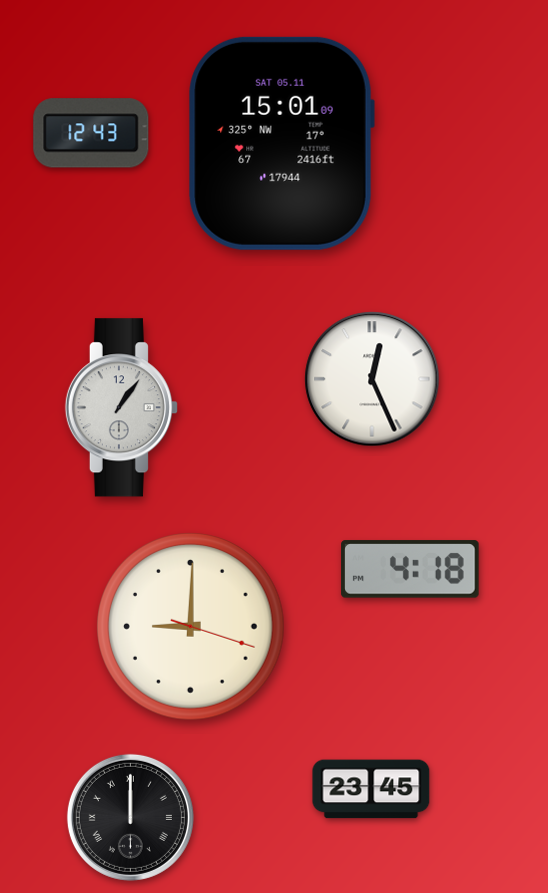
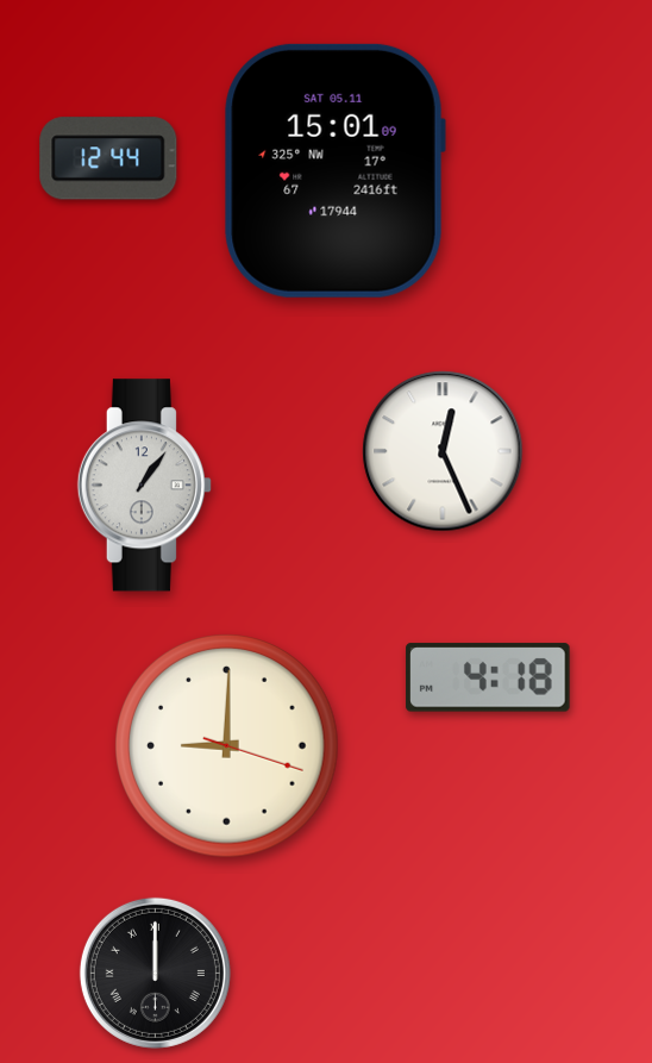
clock at (91, 133): 12:43 -> 12:44
clock at (371, 789): 23:45 -> none
